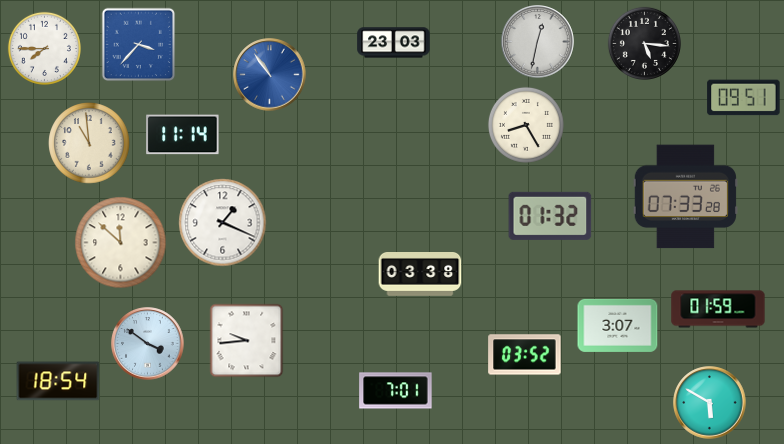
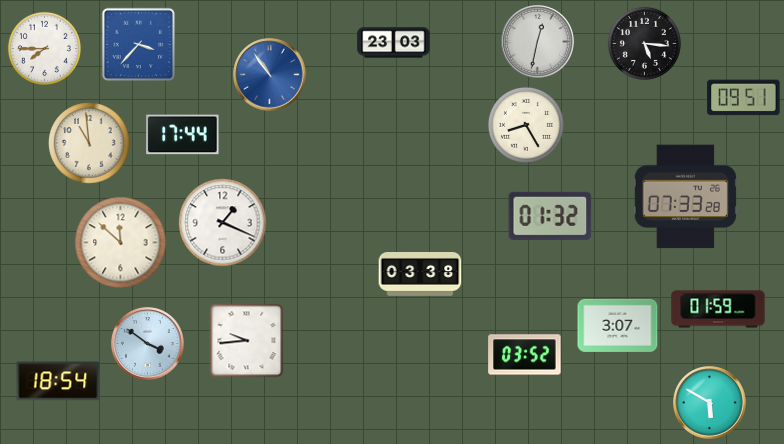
clock at (183, 135): 11:14 -> 17:44
clock at (396, 391): 7:01 -> none
